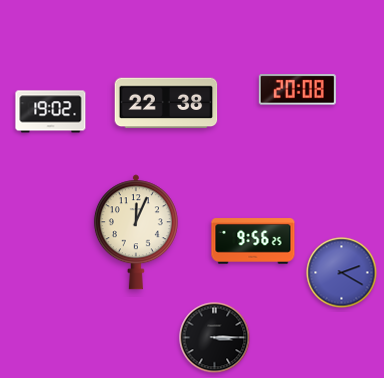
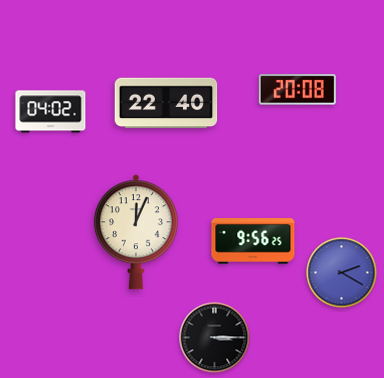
clock at (166, 103): 22:38 -> 22:40
clock at (51, 112): 19:02 -> 04:02
